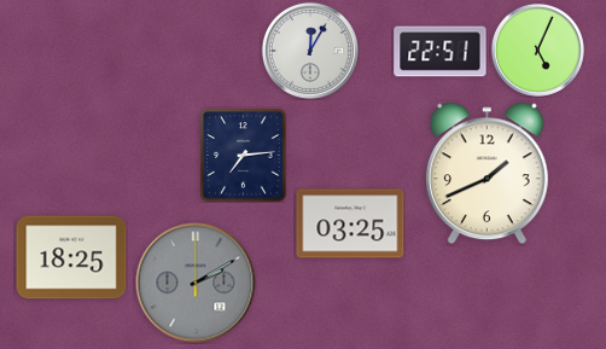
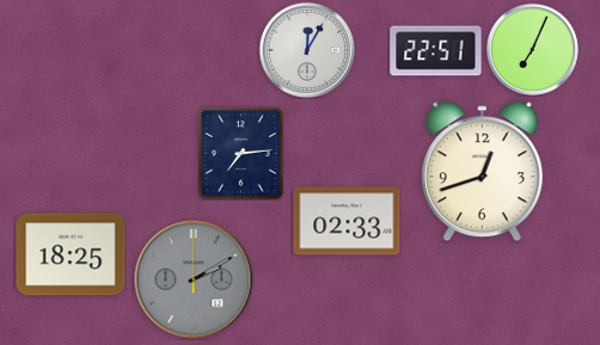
clock at (537, 50): 5:04 -> 7:04
clock at (486, 174): 1:41 -> 12:42
clock at (350, 223): 03:25 -> 02:33
